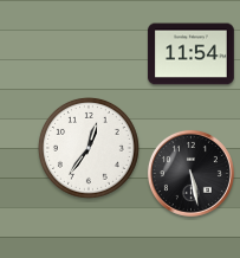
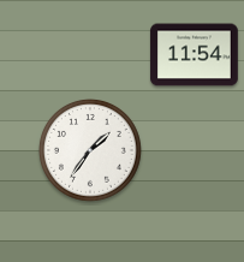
clock at (89, 148): 12:36 -> 1:36
clock at (190, 173): 5:28 -> none
